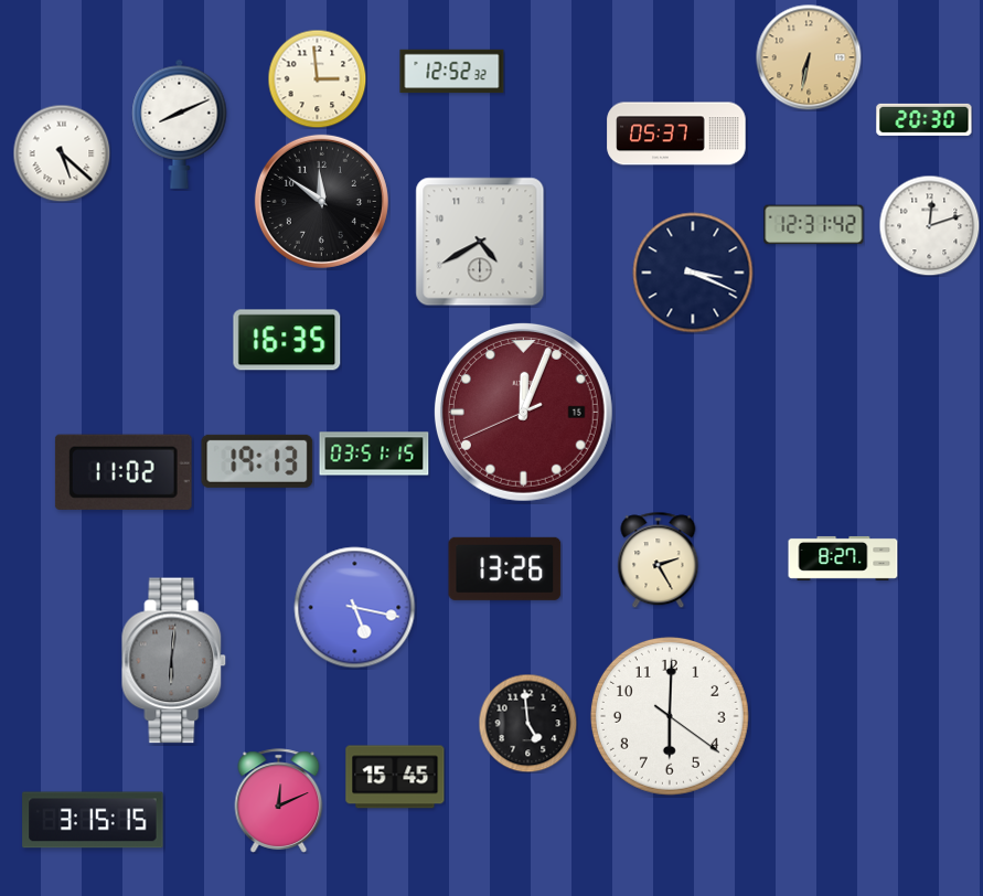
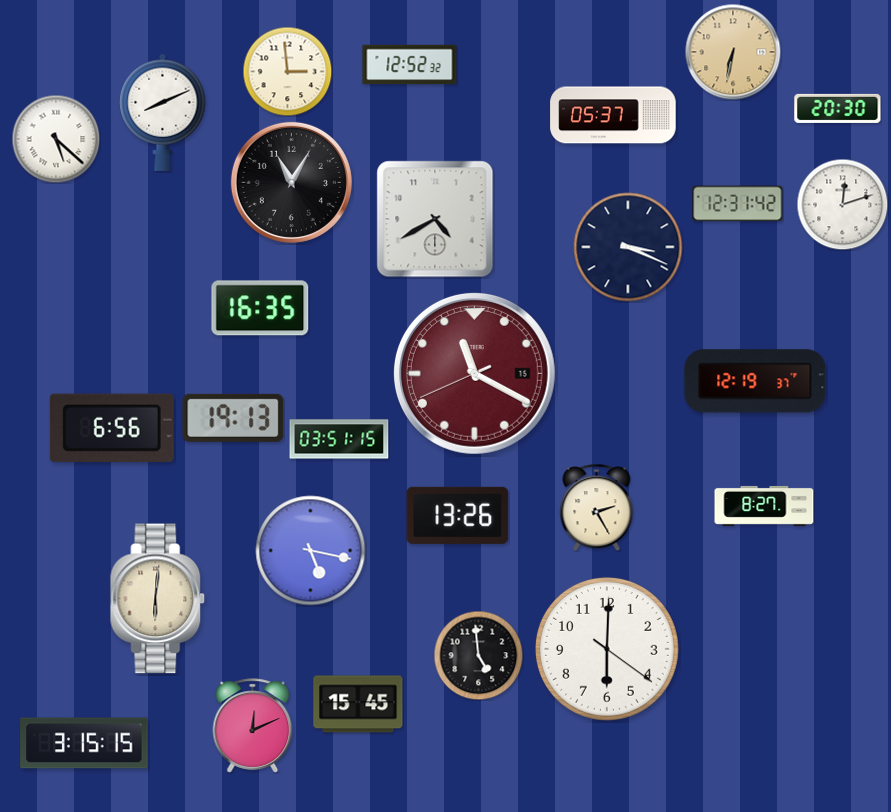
clock at (676, 134) position: (676, 134) -> (613, 115)
clock at (321, 201): 11:51 -> 11:05
clock at (523, 412): 12:03 -> 11:19
clock at (755, 381): none -> 12:19
clock at (374, 454) position: (374, 454) -> (339, 439)
clock at (124, 472): 11:02 -> 6:56
clock at (355, 608) position: (355, 608) -> (311, 551)
clock at (174, 661) dial: grey -> cream
